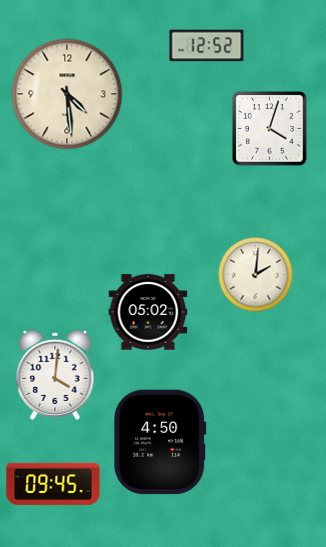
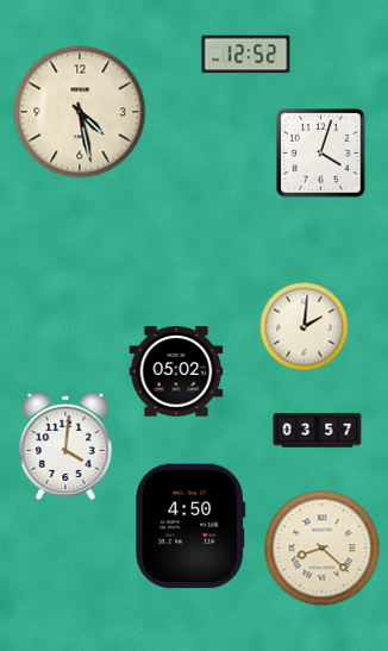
clock at (67, 94): 4:29 -> 4:28
clock at (318, 431): none -> 03:57
clock at (323, 549): none -> 8:22
clock at (53, 484): 09:45 -> none
